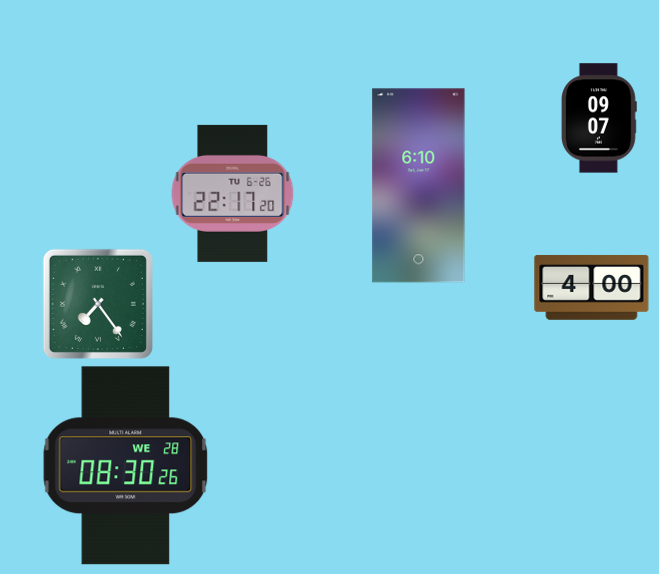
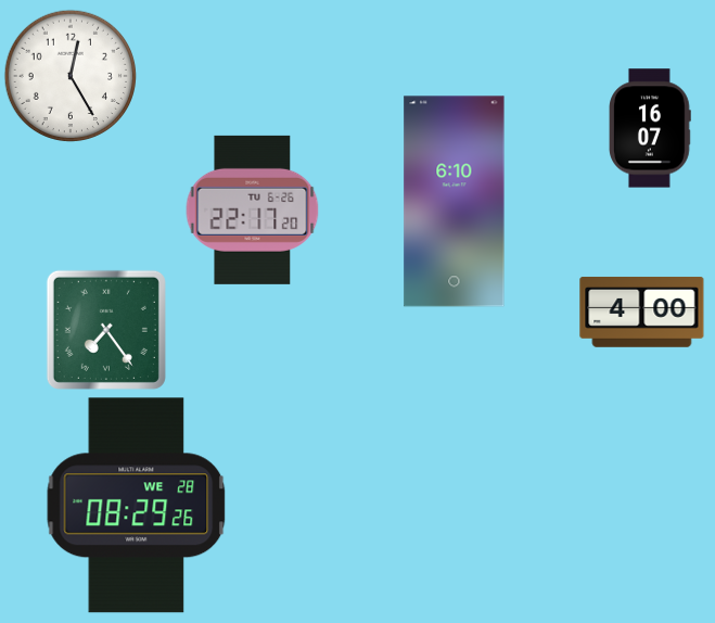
clock at (71, 76): none -> 12:25
clock at (600, 118): 09:07 -> 16:07
clock at (126, 466): 08:30 -> 08:29
